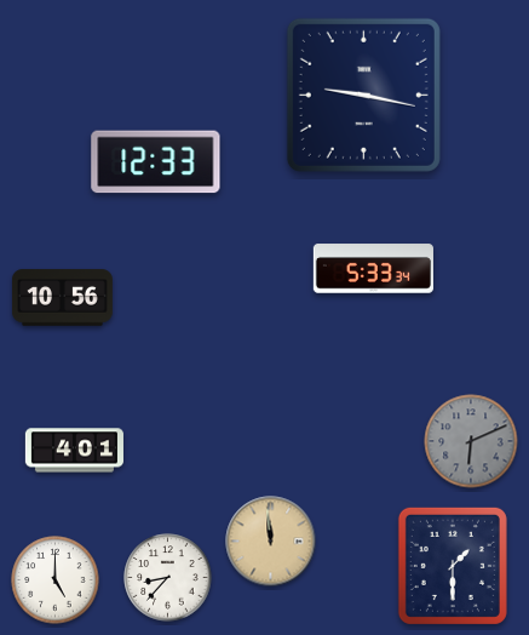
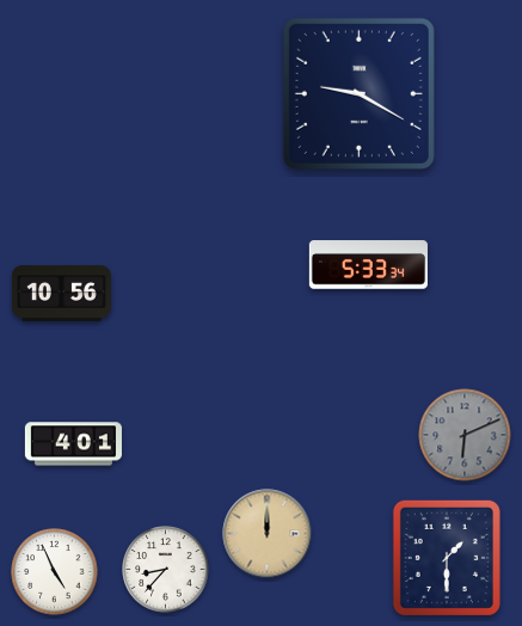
clock at (363, 95): 9:17 -> 9:20
clock at (156, 162): 12:33 -> none
clock at (271, 542): 11:59 -> 12:00
clock at (56, 580): 5:00 -> 4:56
